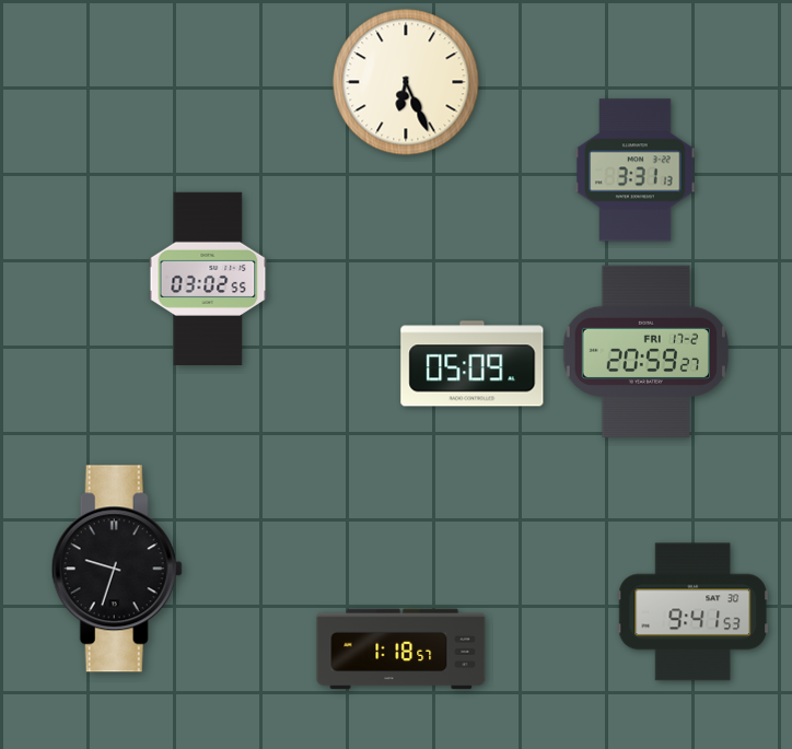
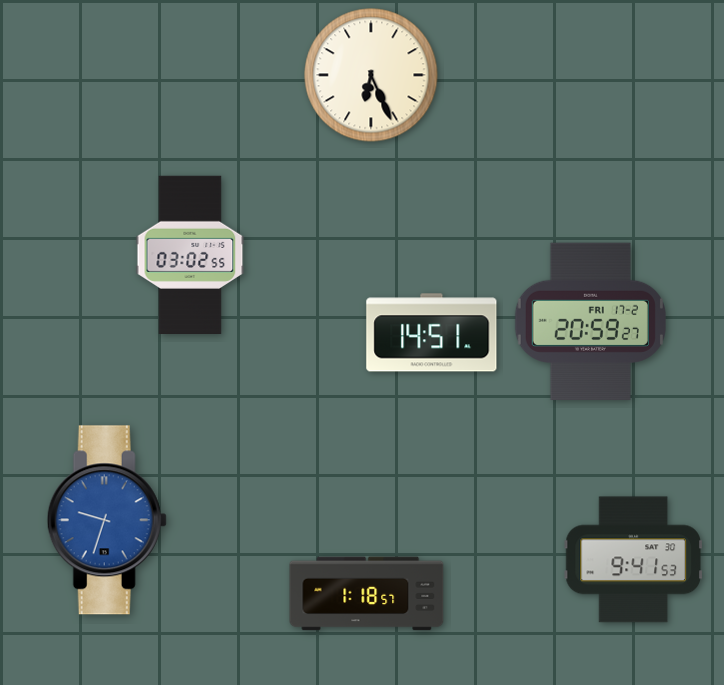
clock at (636, 171): 3:31 -> none
clock at (473, 364): 05:09 -> 14:51
clock at (117, 569) dial: black -> blue
